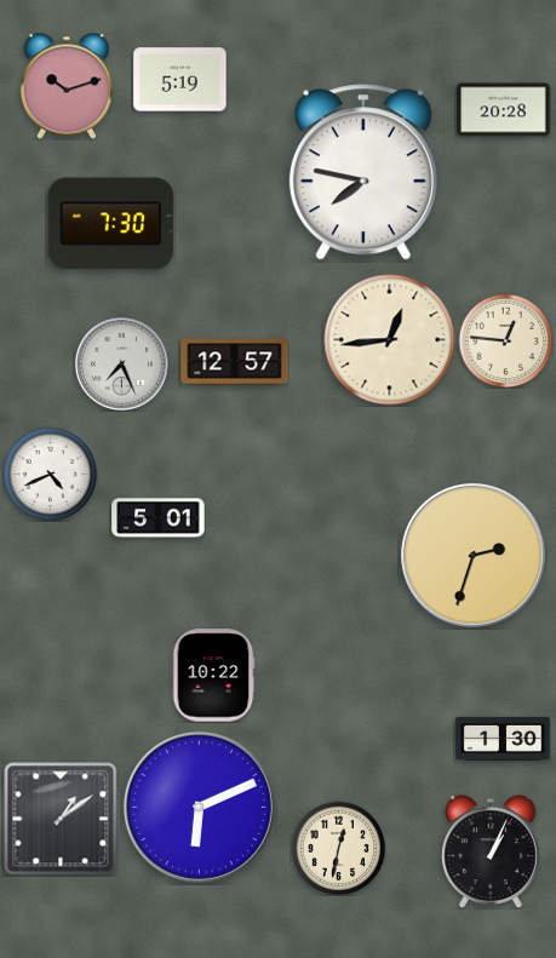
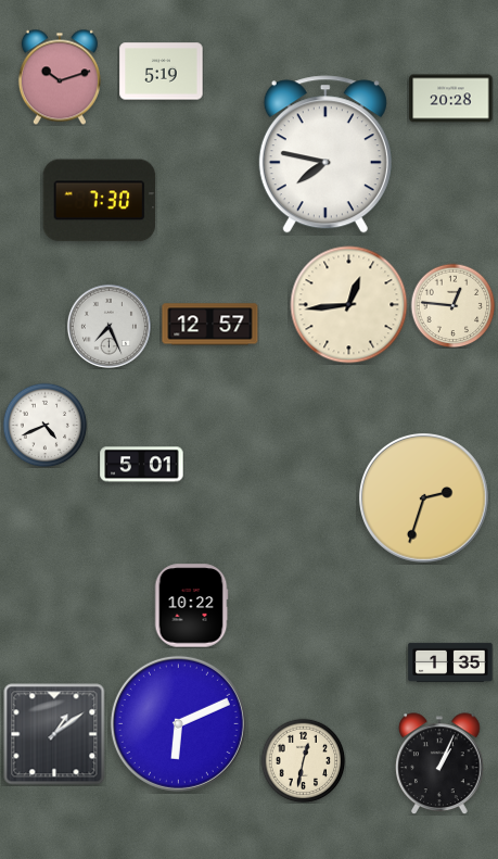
clock at (503, 739): 1:30 -> 1:35
